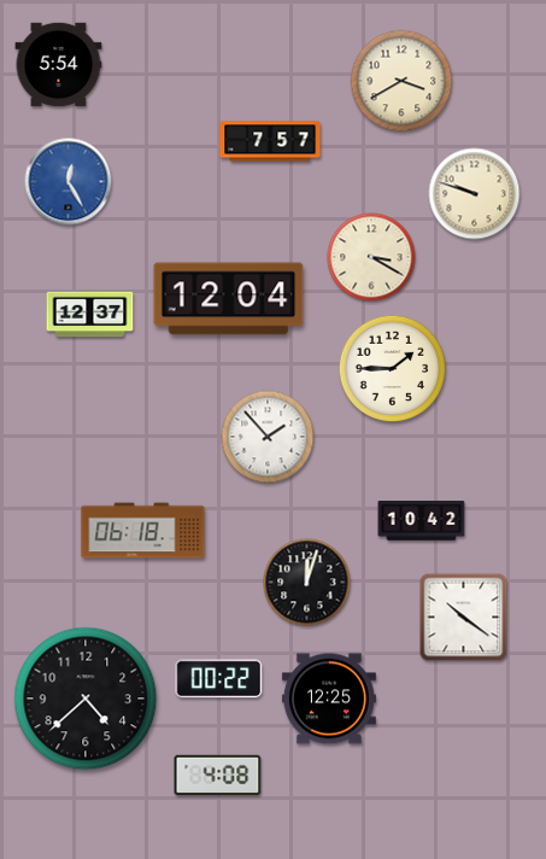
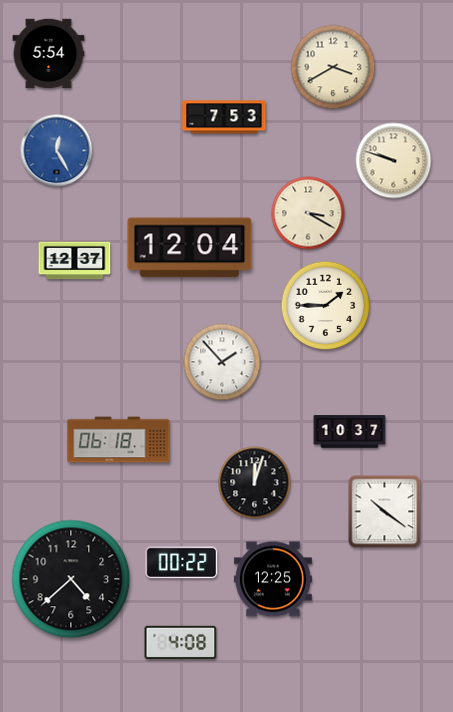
clock at (270, 141): 7:57 -> 7:53
clock at (422, 521): 10:42 -> 10:37
